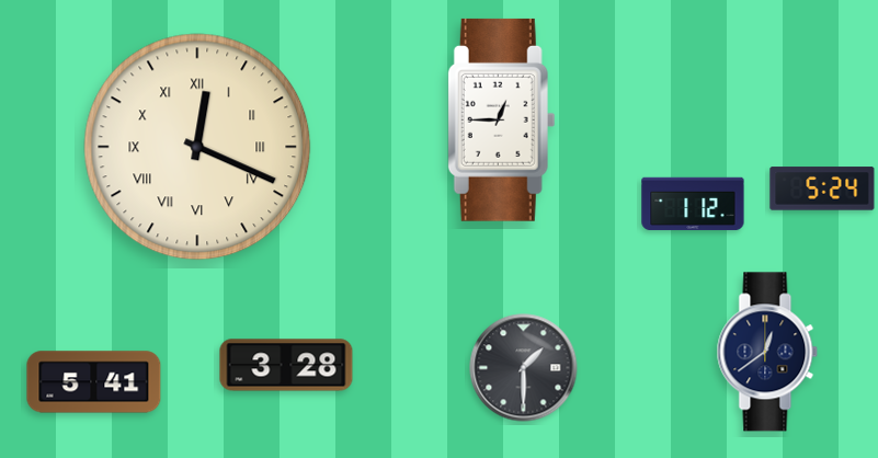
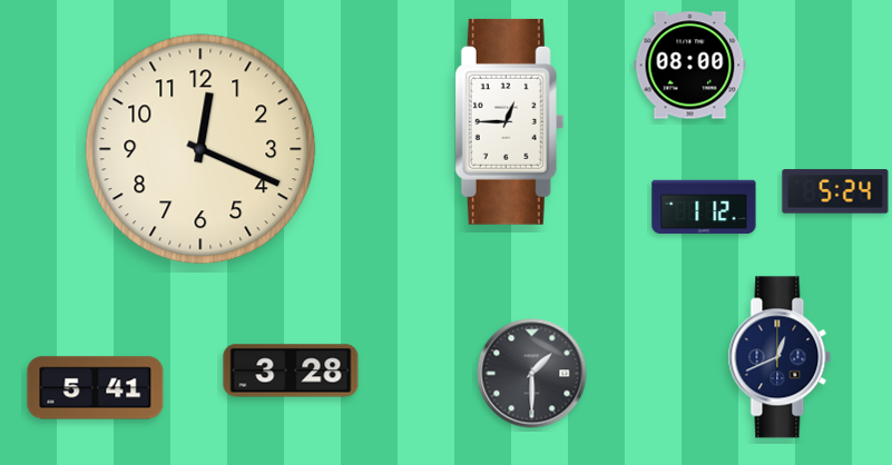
clock at (690, 66): none -> 08:00
clock at (197, 147) numerals: Roman -> Arabic
clock at (767, 352): 12:39 -> 12:41
